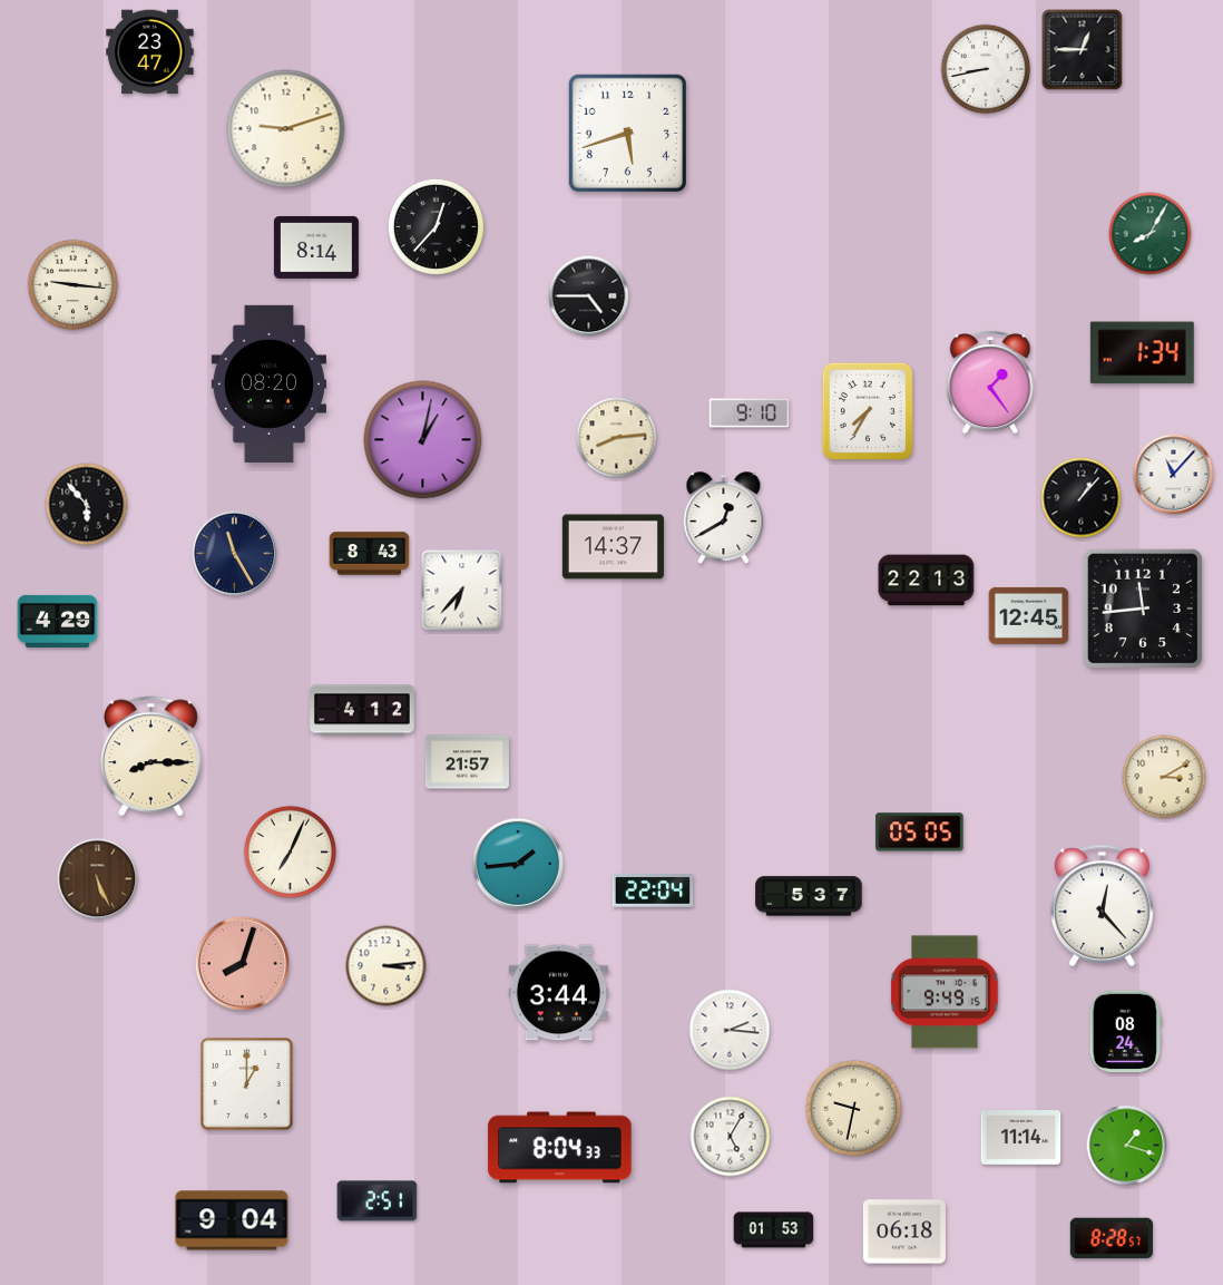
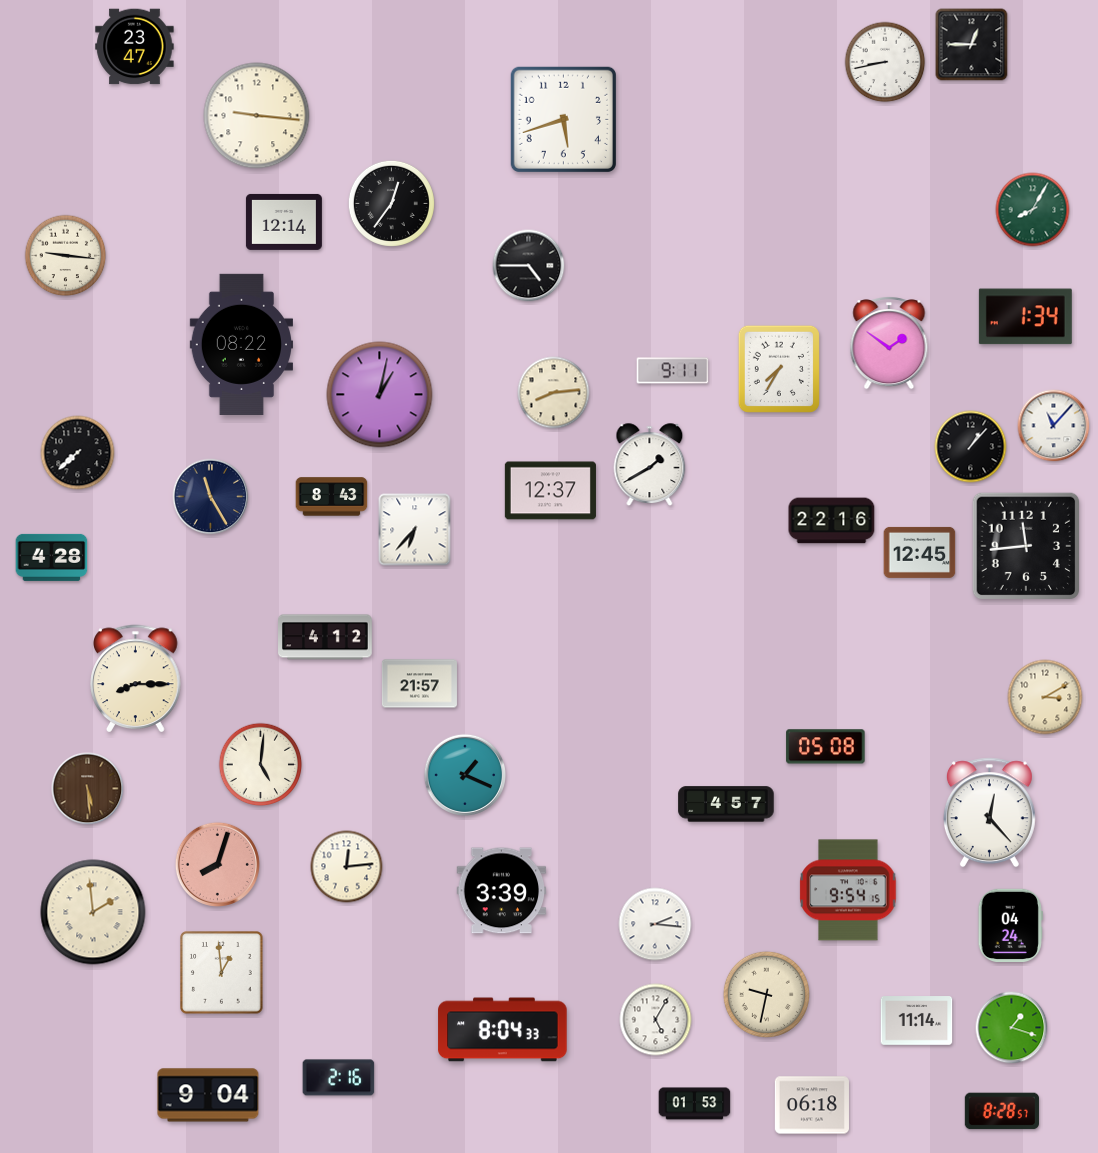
clock at (286, 129): 9:12 -> 9:16
clock at (436, 226): 12:37 -> 12:36
clock at (316, 247): 8:14 -> 12:14
clock at (990, 382): 1:24 -> 1:51
clock at (268, 383): 08:20 -> 08:22
clock at (750, 413): 9:10 -> 9:11
clock at (87, 505): 5:53 -> 7:38
clock at (724, 518): 12:40 -> 1:40
clock at (613, 547): 14:37 -> 12:37
clock at (927, 581): 22:13 -> 22:16
clock at (1029, 615) position: (1029, 615) -> (920, 552)
clock at (58, 621): 4:29 -> 4:28
clock at (920, 833): 05:05 -> 05:08
clock at (291, 853): 7:04 -> 5:01
clock at (517, 863): 1:44 -> 1:19
clock at (98, 879): 5:26 -> 5:29
clock at (653, 890): 22:04 -> none
clock at (809, 896): 5:37 -> 4:57
clock at (387, 966): 3:14 -> 12:14
clock at (945, 992): 9:49 -> 9:54
clock at (559, 993): 3:44 -> 3:39
clock at (93, 912): none -> 1:59
clock at (1125, 1032): 08:24 -> 04:24
clock at (247, 1084): 1:00 -> 12:59
clock at (378, 1201): 2:51 -> 2:16
clock at (1112, 1238) position: (1112, 1238) -> (1002, 1111)
